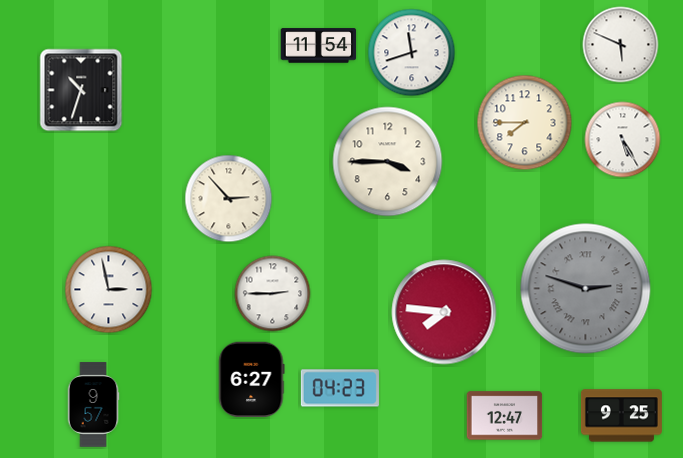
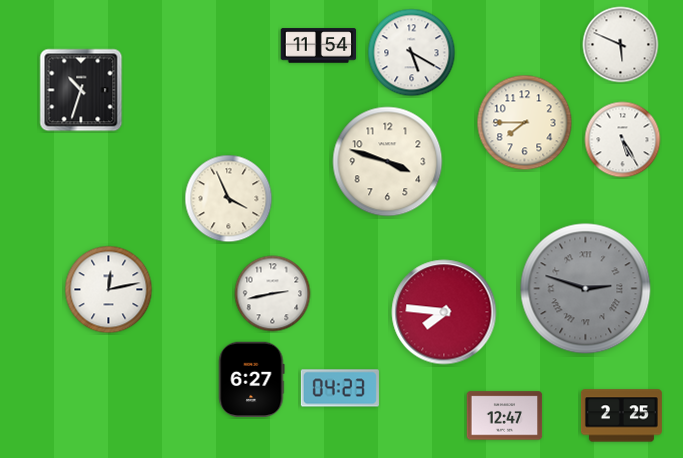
clock at (412, 53): 11:42 -> 5:20
clock at (388, 162): 3:45 -> 3:48
clock at (229, 199): 2:53 -> 3:56
clock at (109, 290): 2:58 -> 12:13
clock at (273, 294): 2:45 -> 2:43
clock at (93, 405): 9:57 -> none
clock at (621, 416): 9:25 -> 2:25
